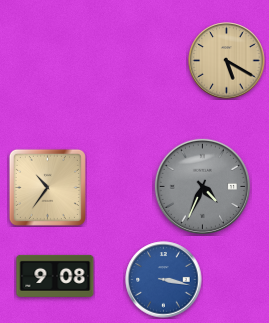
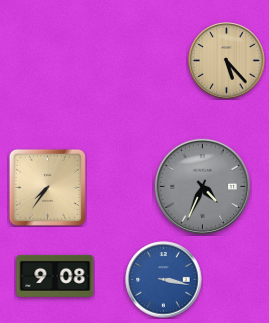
clock at (227, 61): 5:20 -> 5:23
clock at (47, 187): 10:36 -> 7:36
